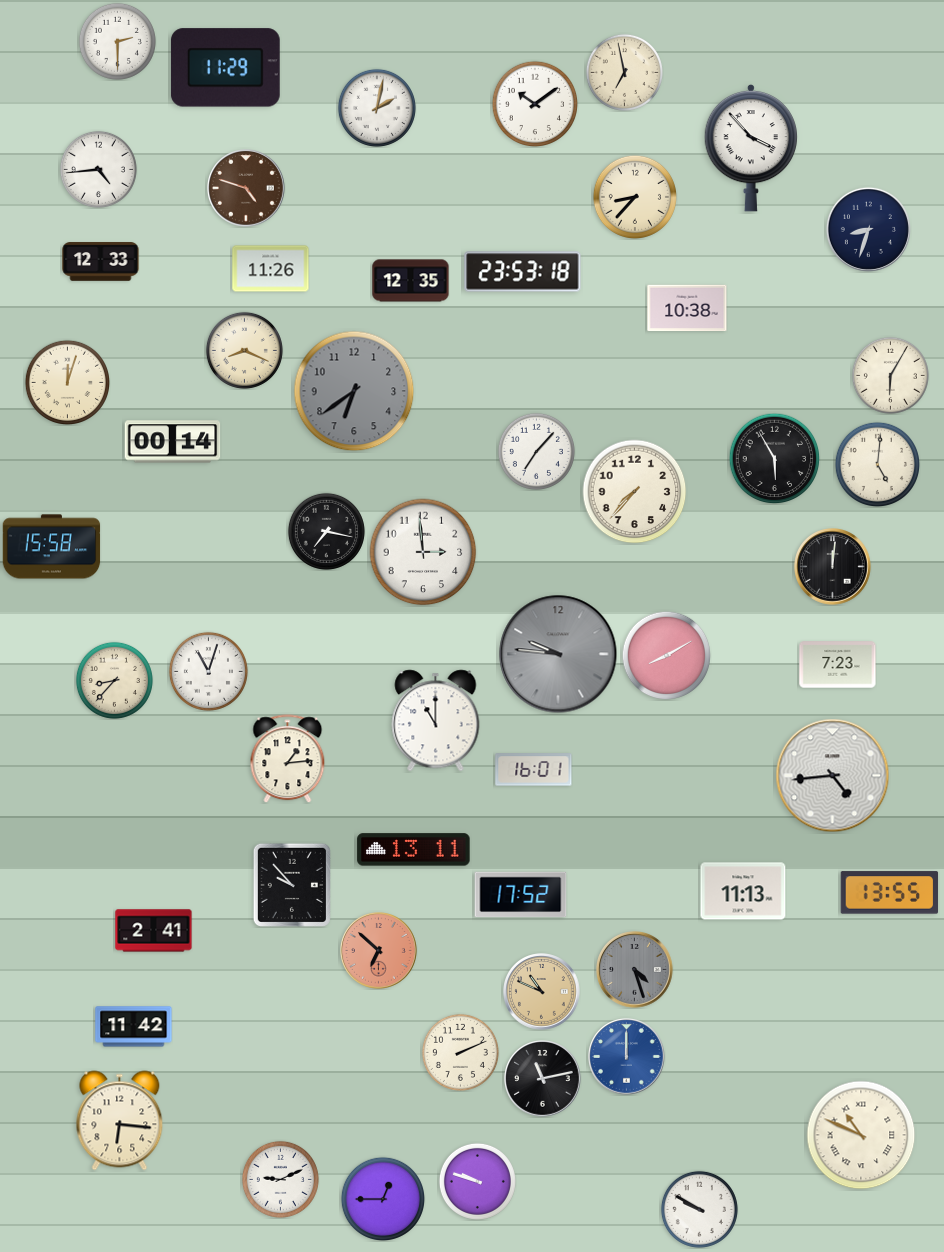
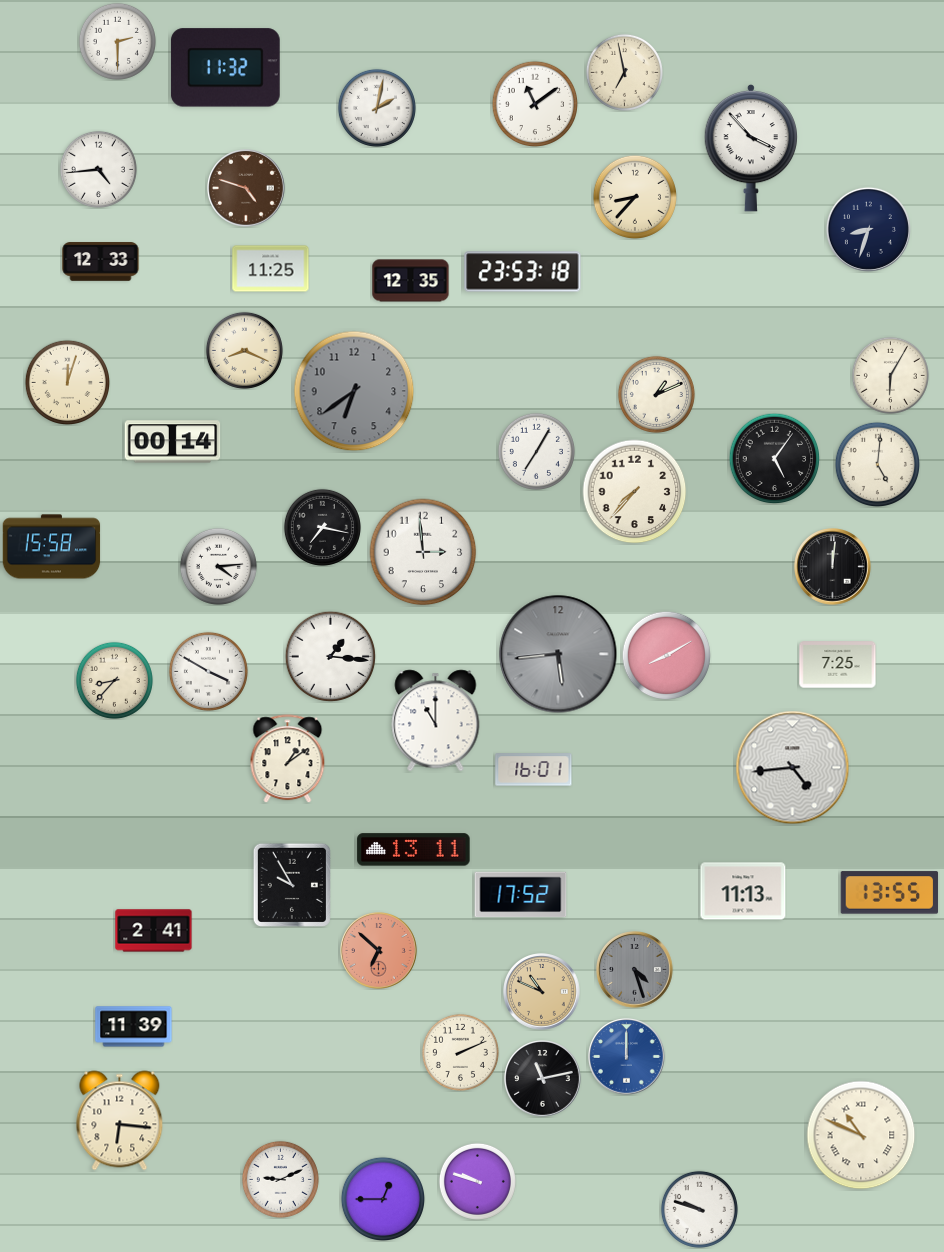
clock at (225, 68): 11:29 -> 11:32
clock at (534, 103): 10:09 -> 11:09
clock at (271, 269): 11:26 -> 11:25
clock at (687, 308): 10:38 -> none
clock at (656, 394): none -> 1:11
clock at (536, 451): 7:07 -> 7:05
clock at (774, 458): 5:55 -> 5:06
clock at (326, 531) position: (326, 531) -> (322, 527)
clock at (218, 566): none -> 4:14
clock at (558, 654): 9:46 -> 5:44
clock at (330, 656): none -> 1:16
clock at (838, 665): 7:23 -> 7:25
clock at (208, 671): 11:03 -> 3:50
clock at (288, 759): 1:14 -> 1:09
clock at (833, 776) position: (833, 776) -> (793, 768)
clock at (292, 885): 9:53 -> 9:55
clock at (134, 1027): 11:42 -> 11:39
clock at (699, 1209): 9:50 -> 9:48
